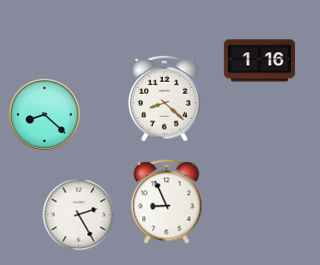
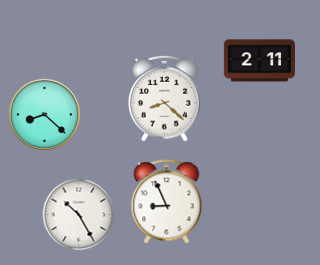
clock at (259, 61): 1:16 -> 2:11
clock at (79, 215): 2:25 -> 10:25
